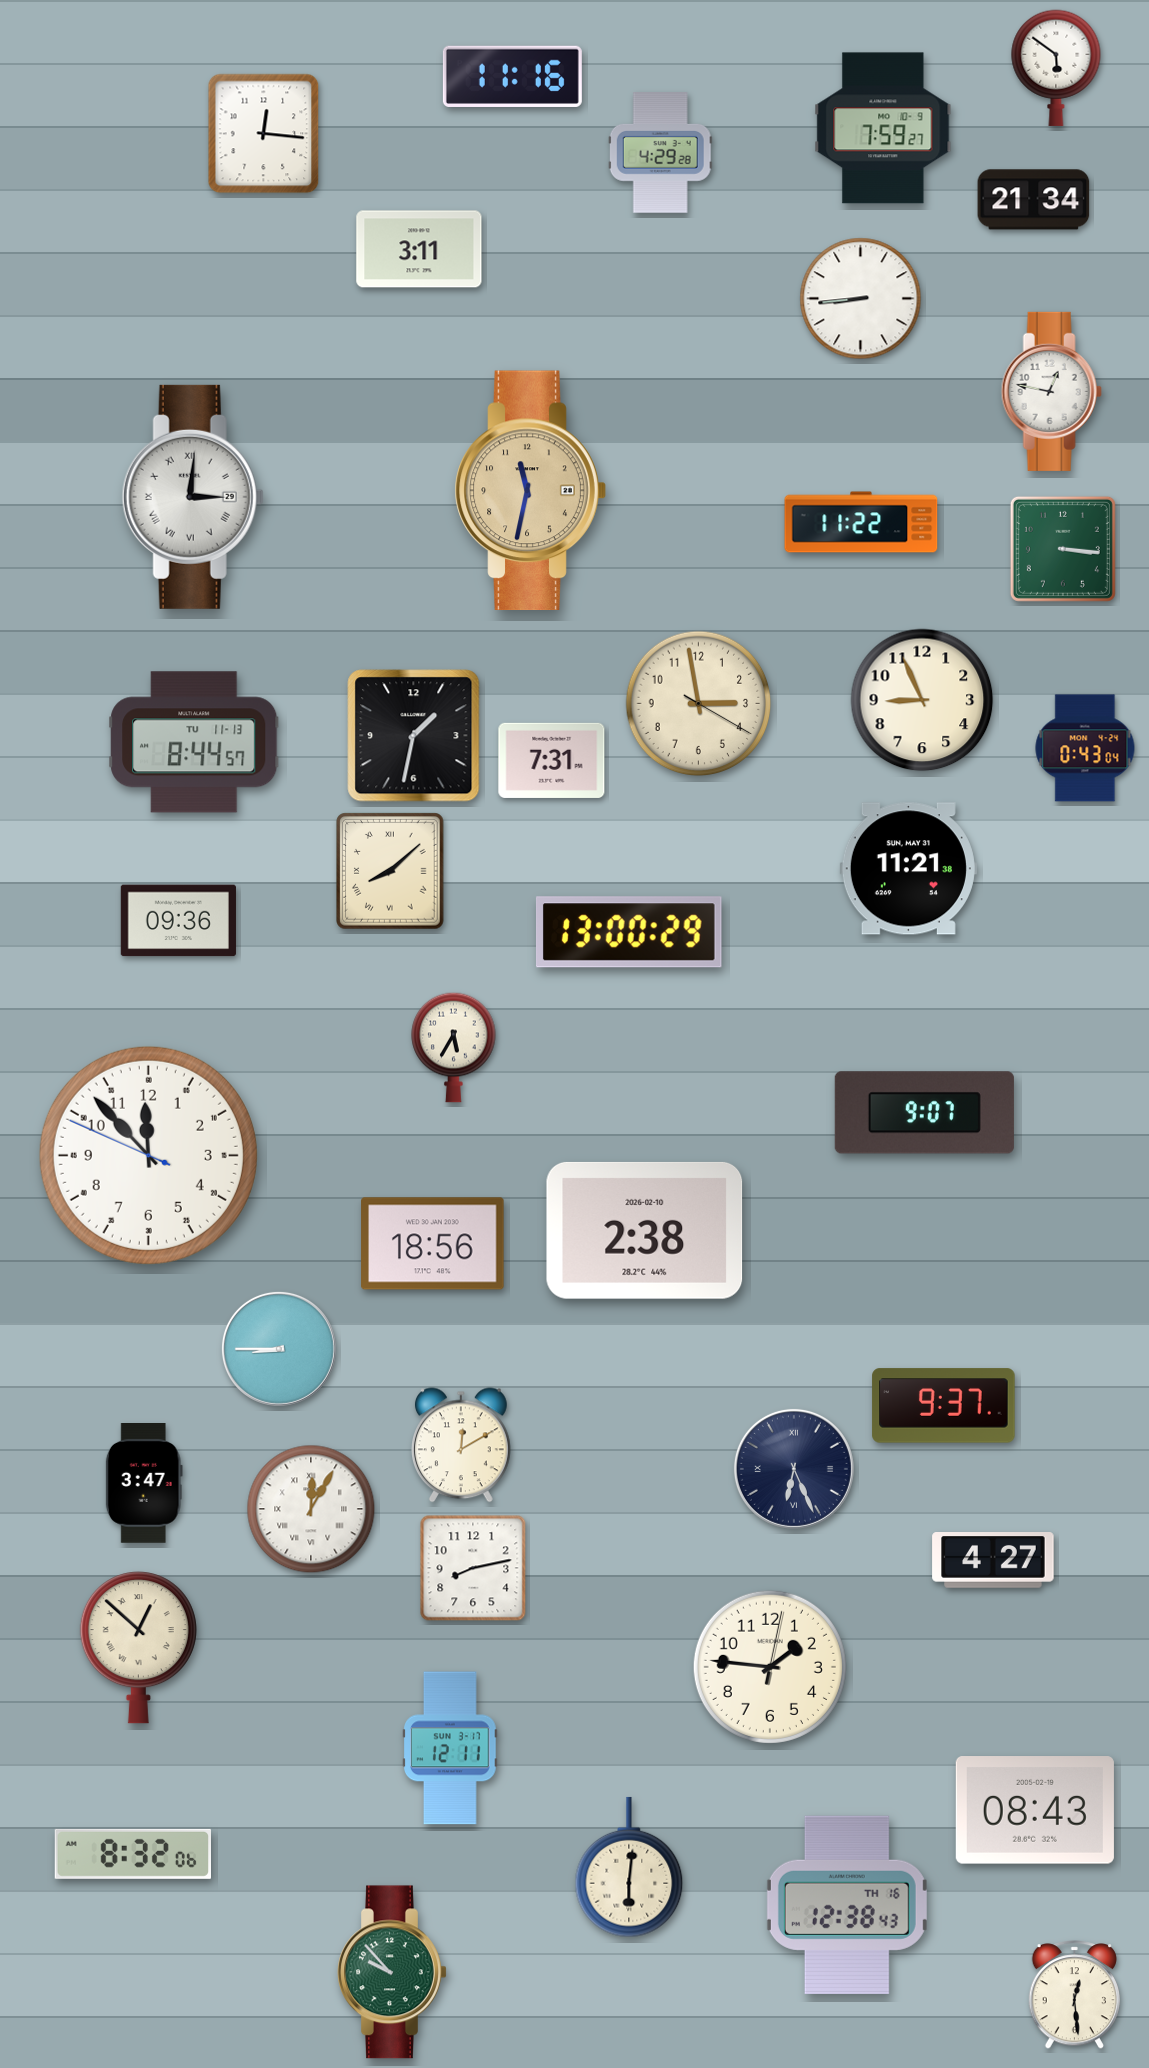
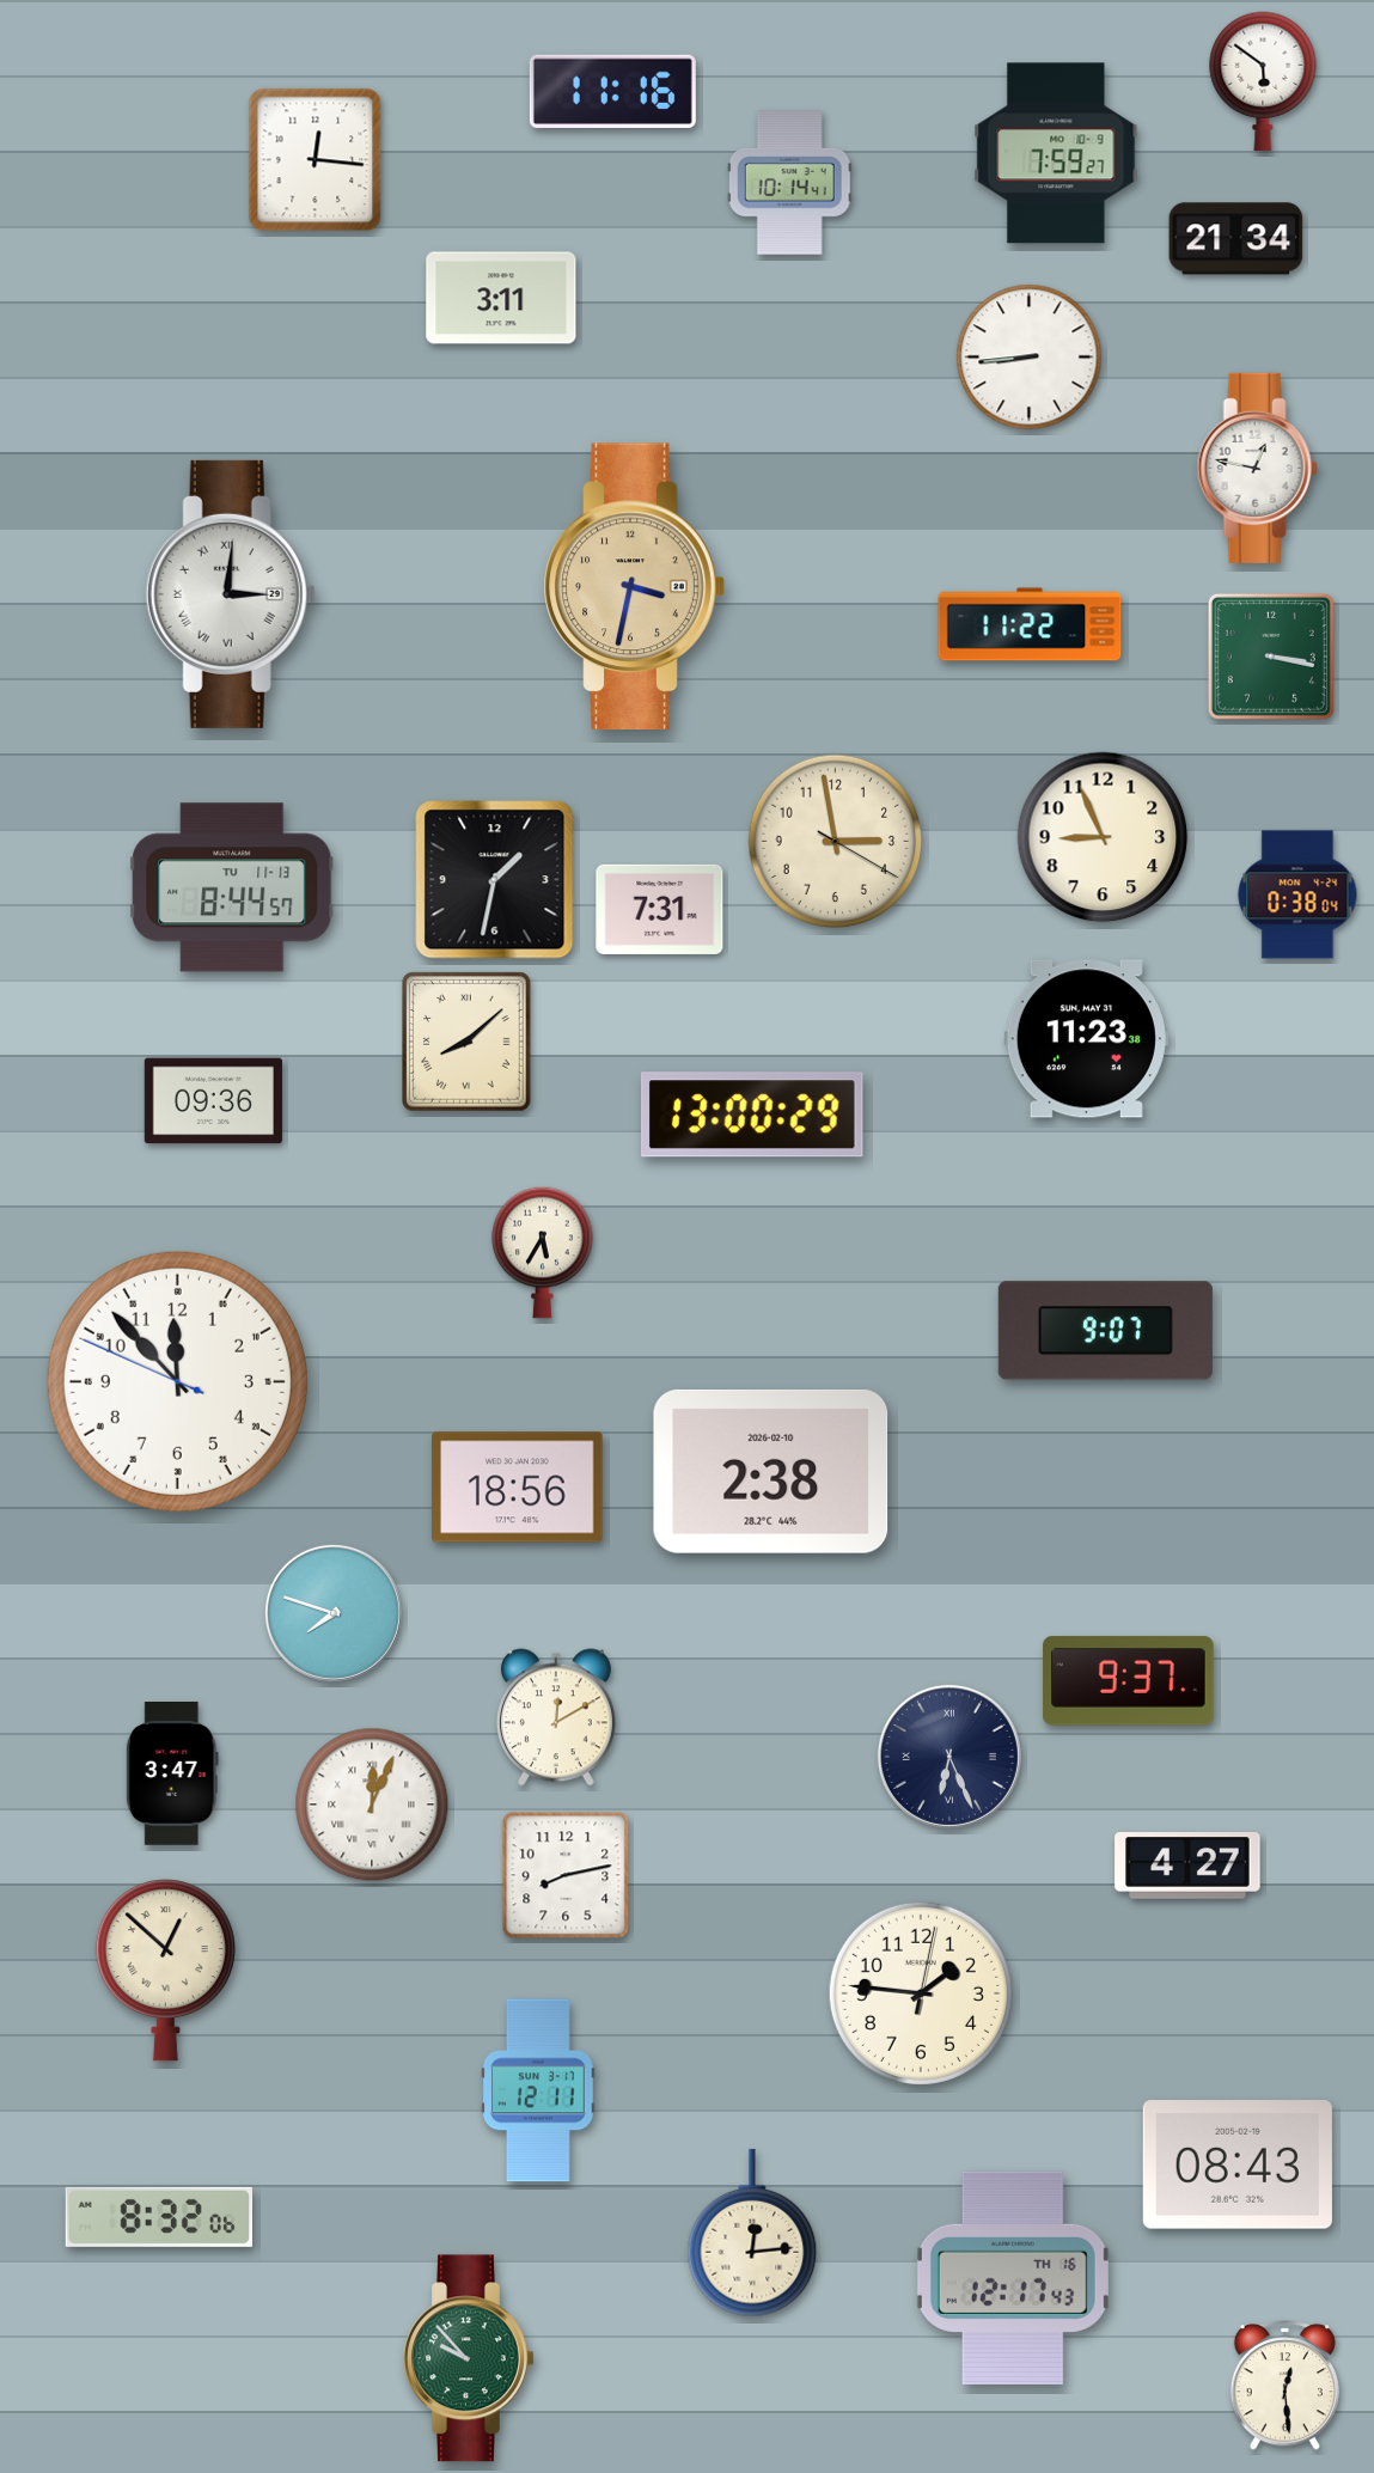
clock at (660, 153): 4:29 -> 10:14
clock at (530, 490): 11:32 -> 3:32
clock at (1063, 549): 3:16 -> 3:17
clock at (1085, 748): 0:43 -> 0:38
clock at (908, 869): 11:21 -> 11:23
clock at (279, 1349): 8:45 -> 7:48
clock at (461, 1445) position: (461, 1445) -> (556, 1717)
clock at (311, 1509): 12:05 -> 12:04
clock at (629, 1867): 6:01 -> 12:14
clock at (847, 1905): 12:38 -> 12:17
